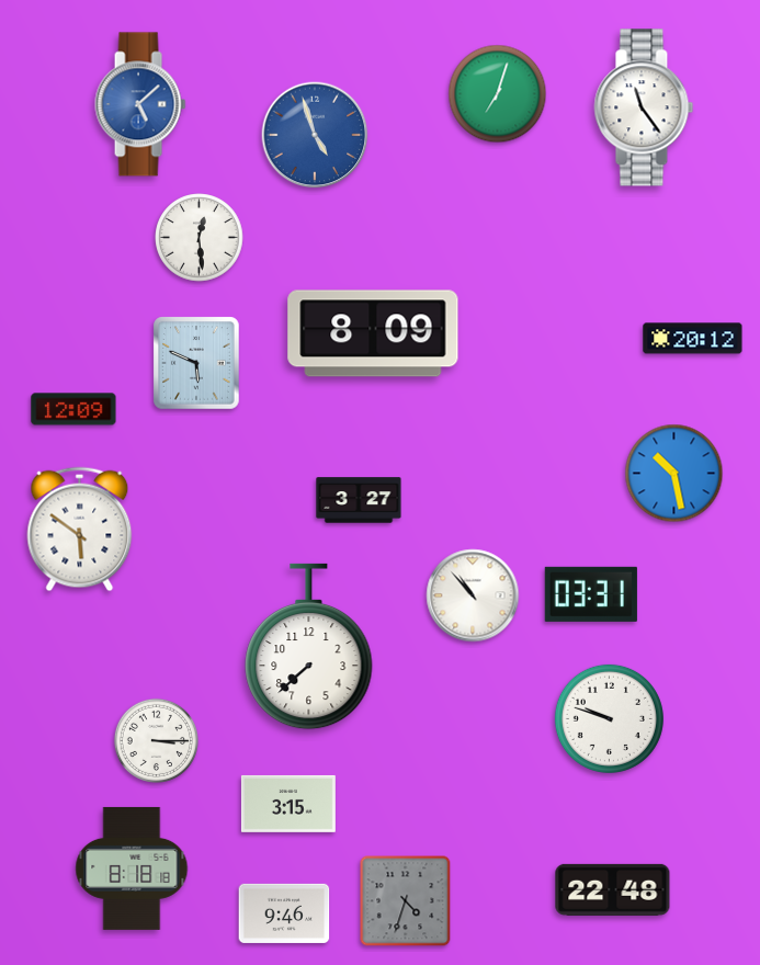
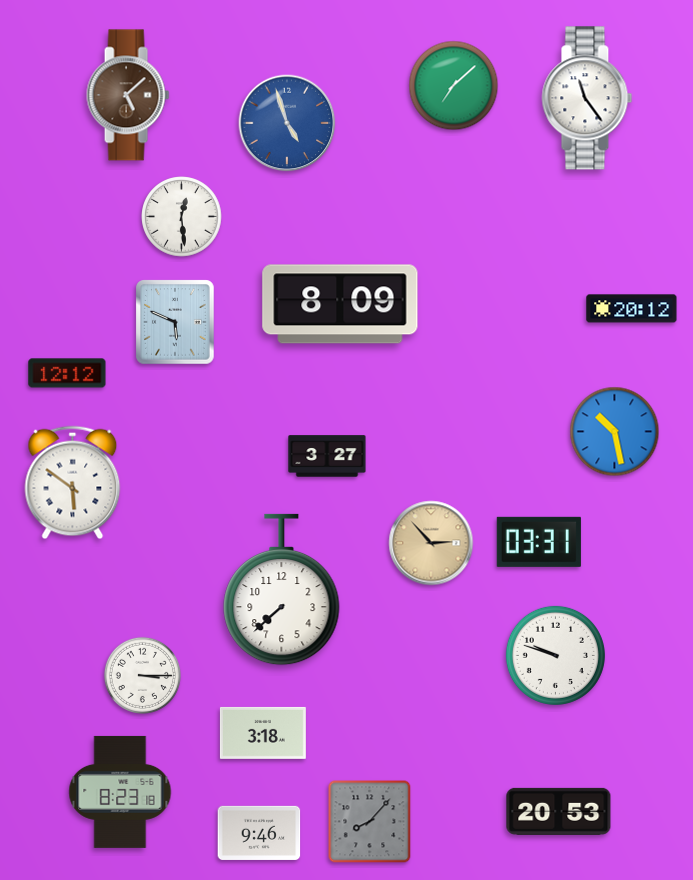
clock at (498, 94): 7:03 -> 7:08
clock at (140, 104) dial: blue -> brown
clock at (196, 363) position: (196, 363) -> (175, 322)
clock at (73, 409): 12:09 -> 12:12
clock at (473, 595): 10:53 -> 2:53
clock at (473, 595) dial: white -> champagne
clock at (288, 804): 3:15 -> 3:18
clock at (132, 869): 8:18 -> 8:23
clock at (613, 889): 22:48 -> 20:53
clock at (406, 901): 4:33 -> 8:07
